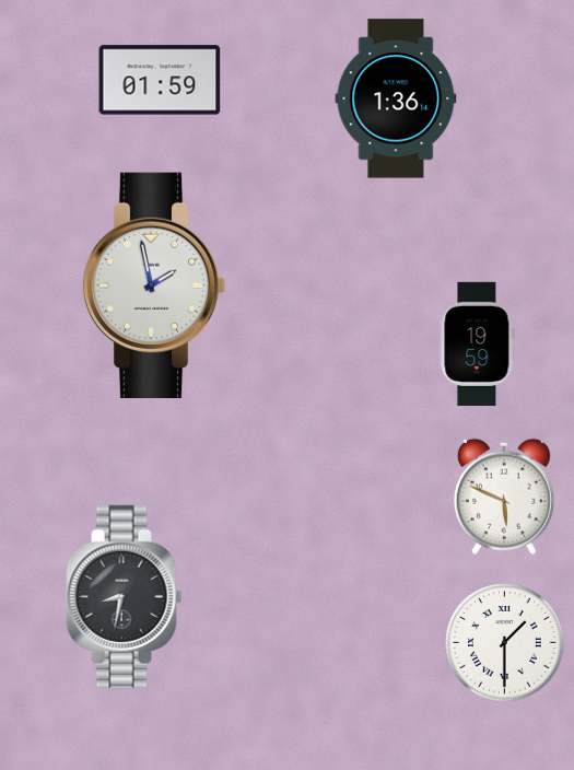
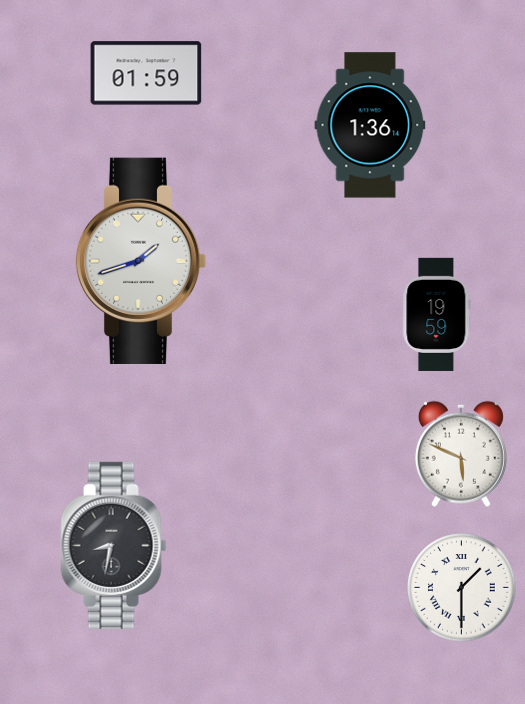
clock at (396, 98) position: (396, 98) -> (370, 125)
clock at (154, 285): 1:58 -> 1:42
